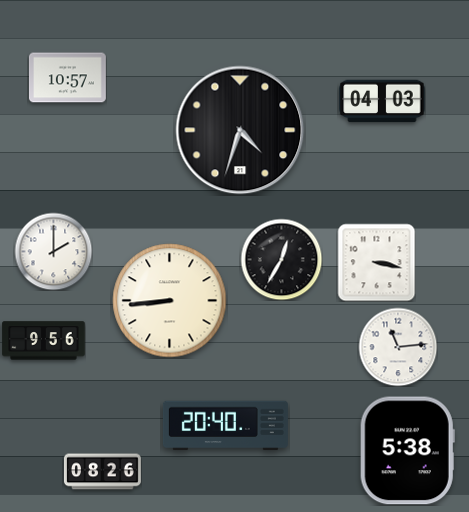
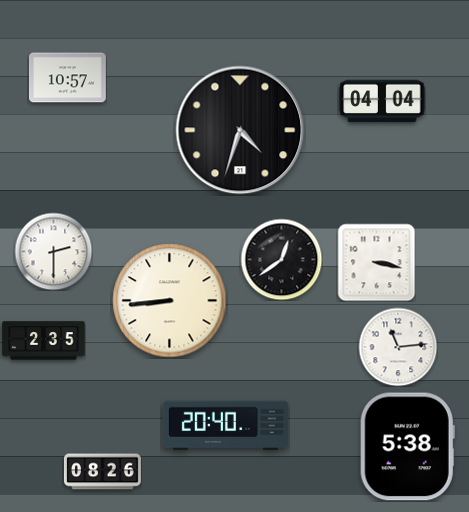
clock at (382, 101): 04:03 -> 04:04
clock at (53, 251): 2:00 -> 2:30
clock at (281, 259): 12:35 -> 12:39
clock at (44, 341): 9:56 -> 2:35
clock at (407, 451) position: (407, 451) -> (407, 447)
